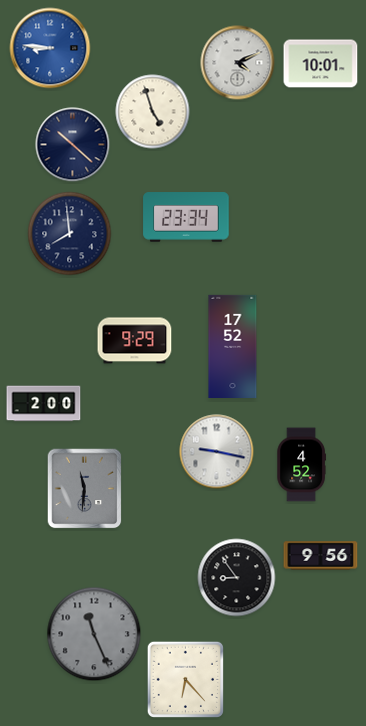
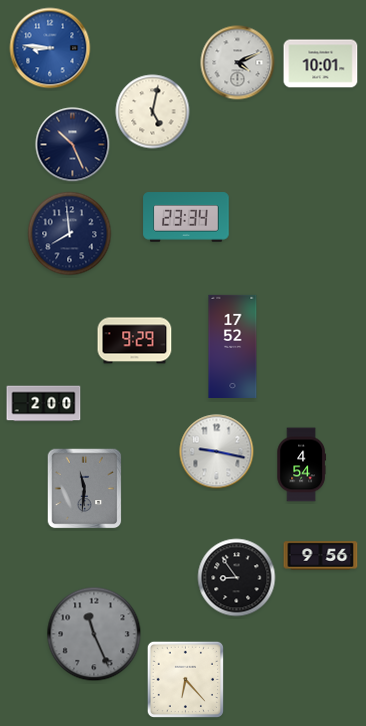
clock at (153, 112): 4:57 -> 5:02
clock at (73, 145): 10:22 -> 10:26
clock at (301, 465): 4:52 -> 4:54
